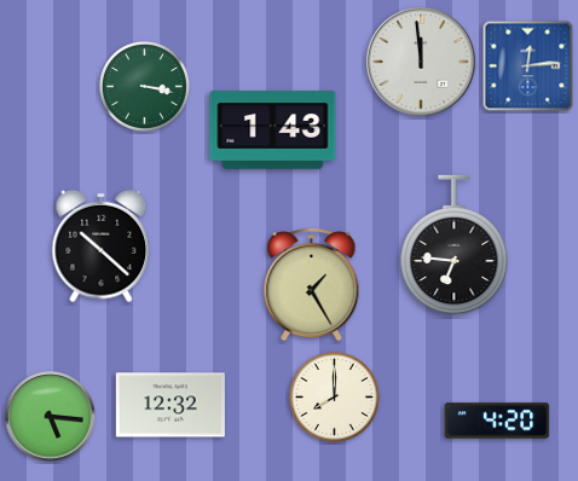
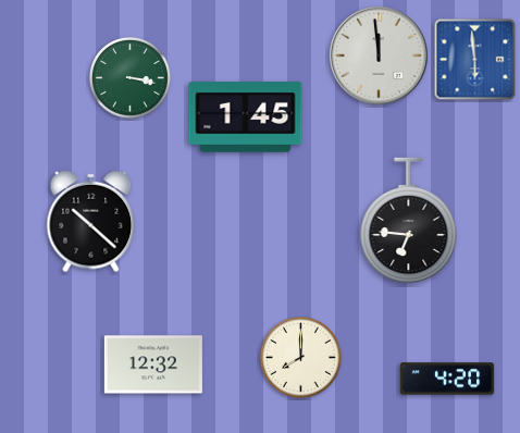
clock at (528, 66): 12:14 -> 5:59
clock at (273, 131): 1:43 -> 1:45
clock at (312, 284): 1:25 -> none
clock at (51, 417): 5:16 -> none
